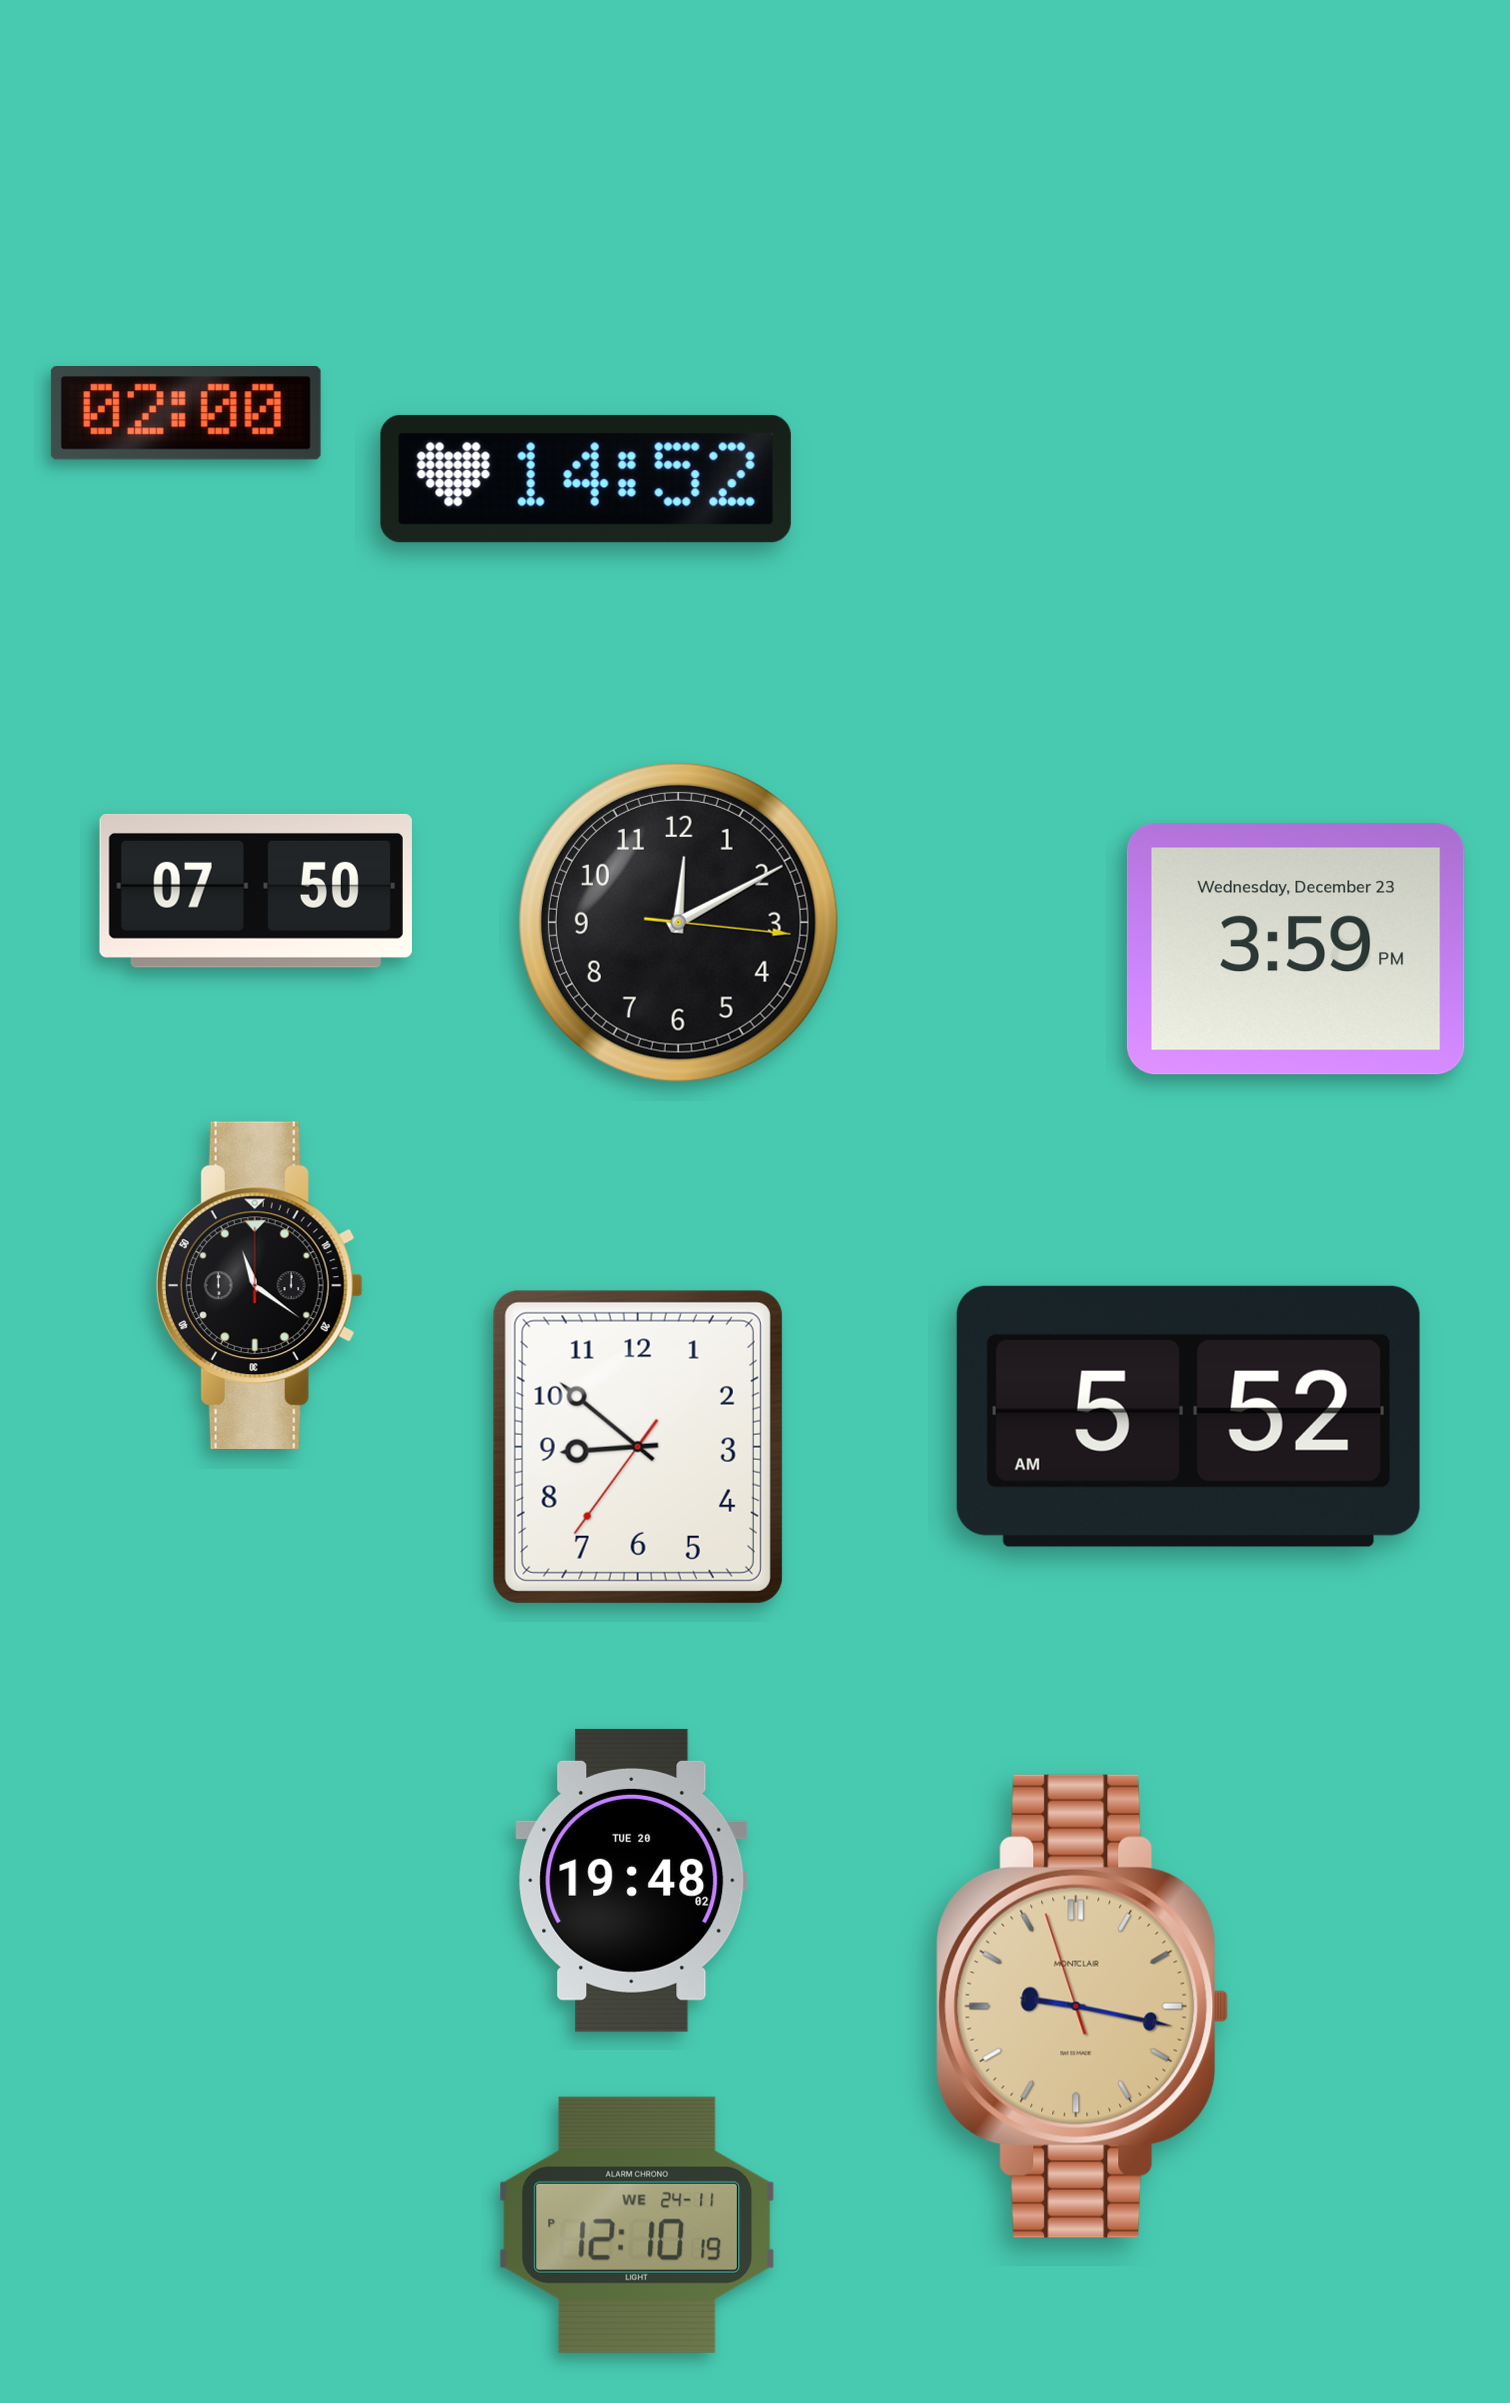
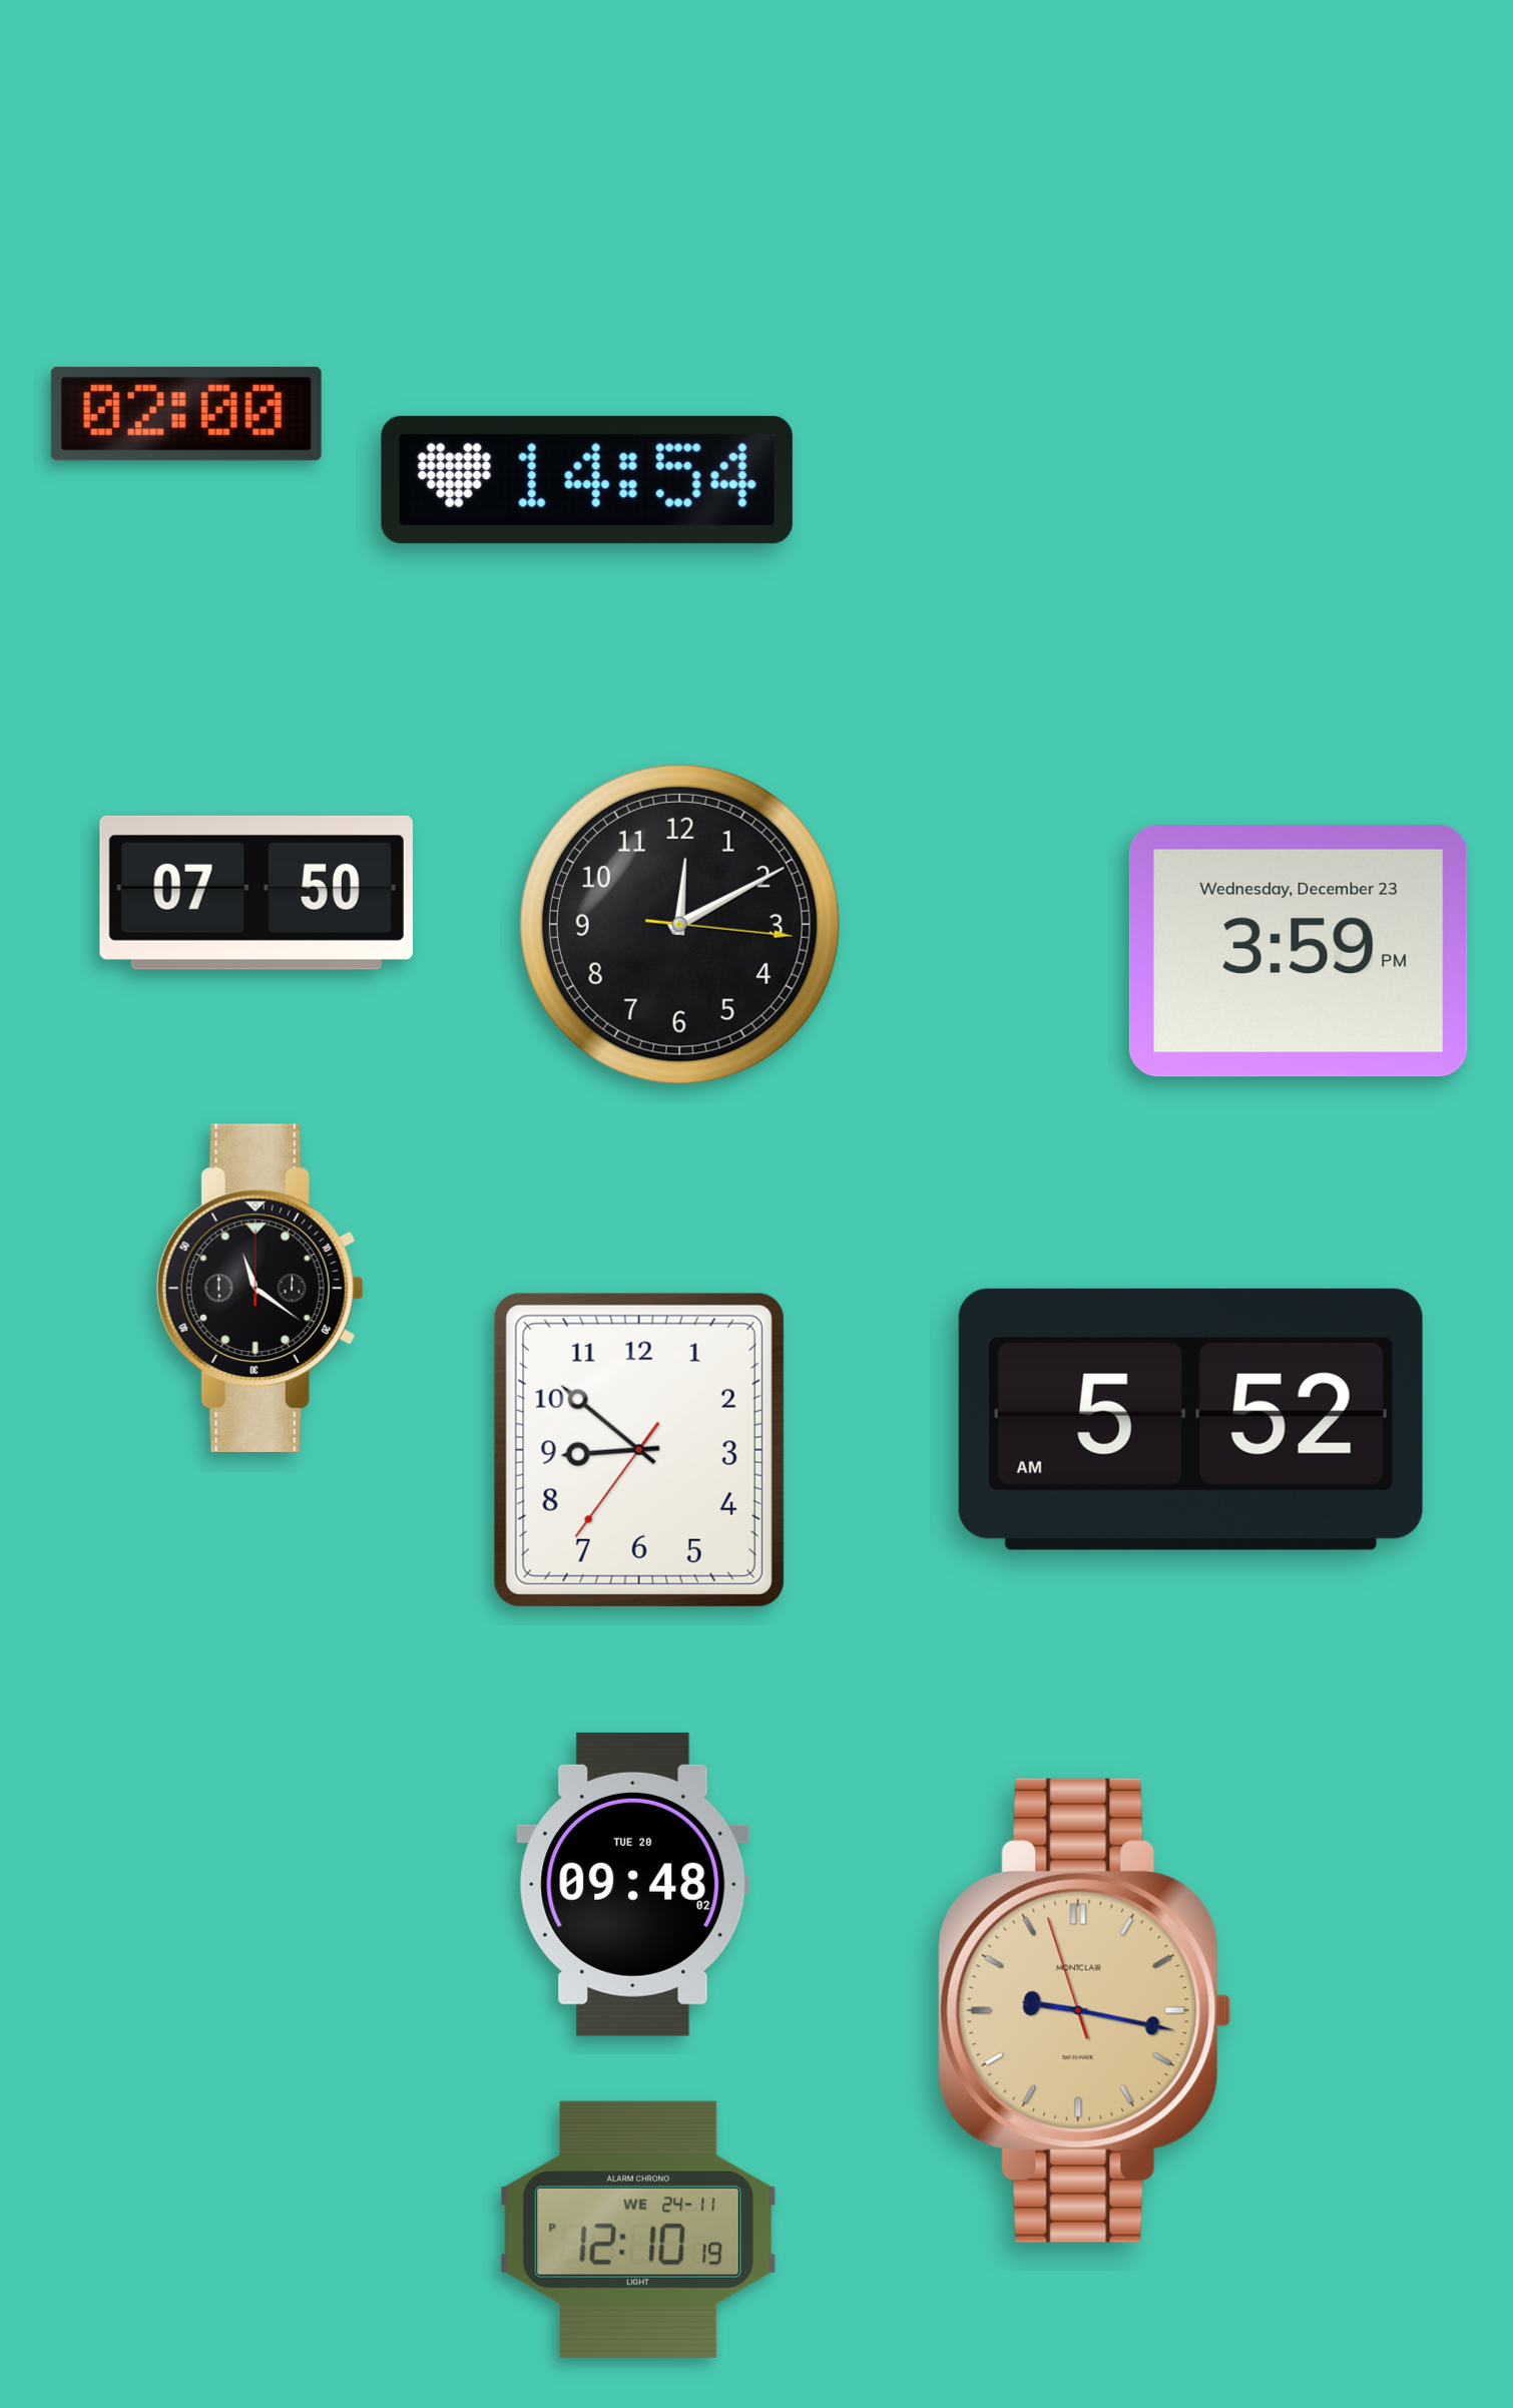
clock at (586, 479): 14:52 -> 14:54
clock at (632, 1880): 19:48 -> 09:48
